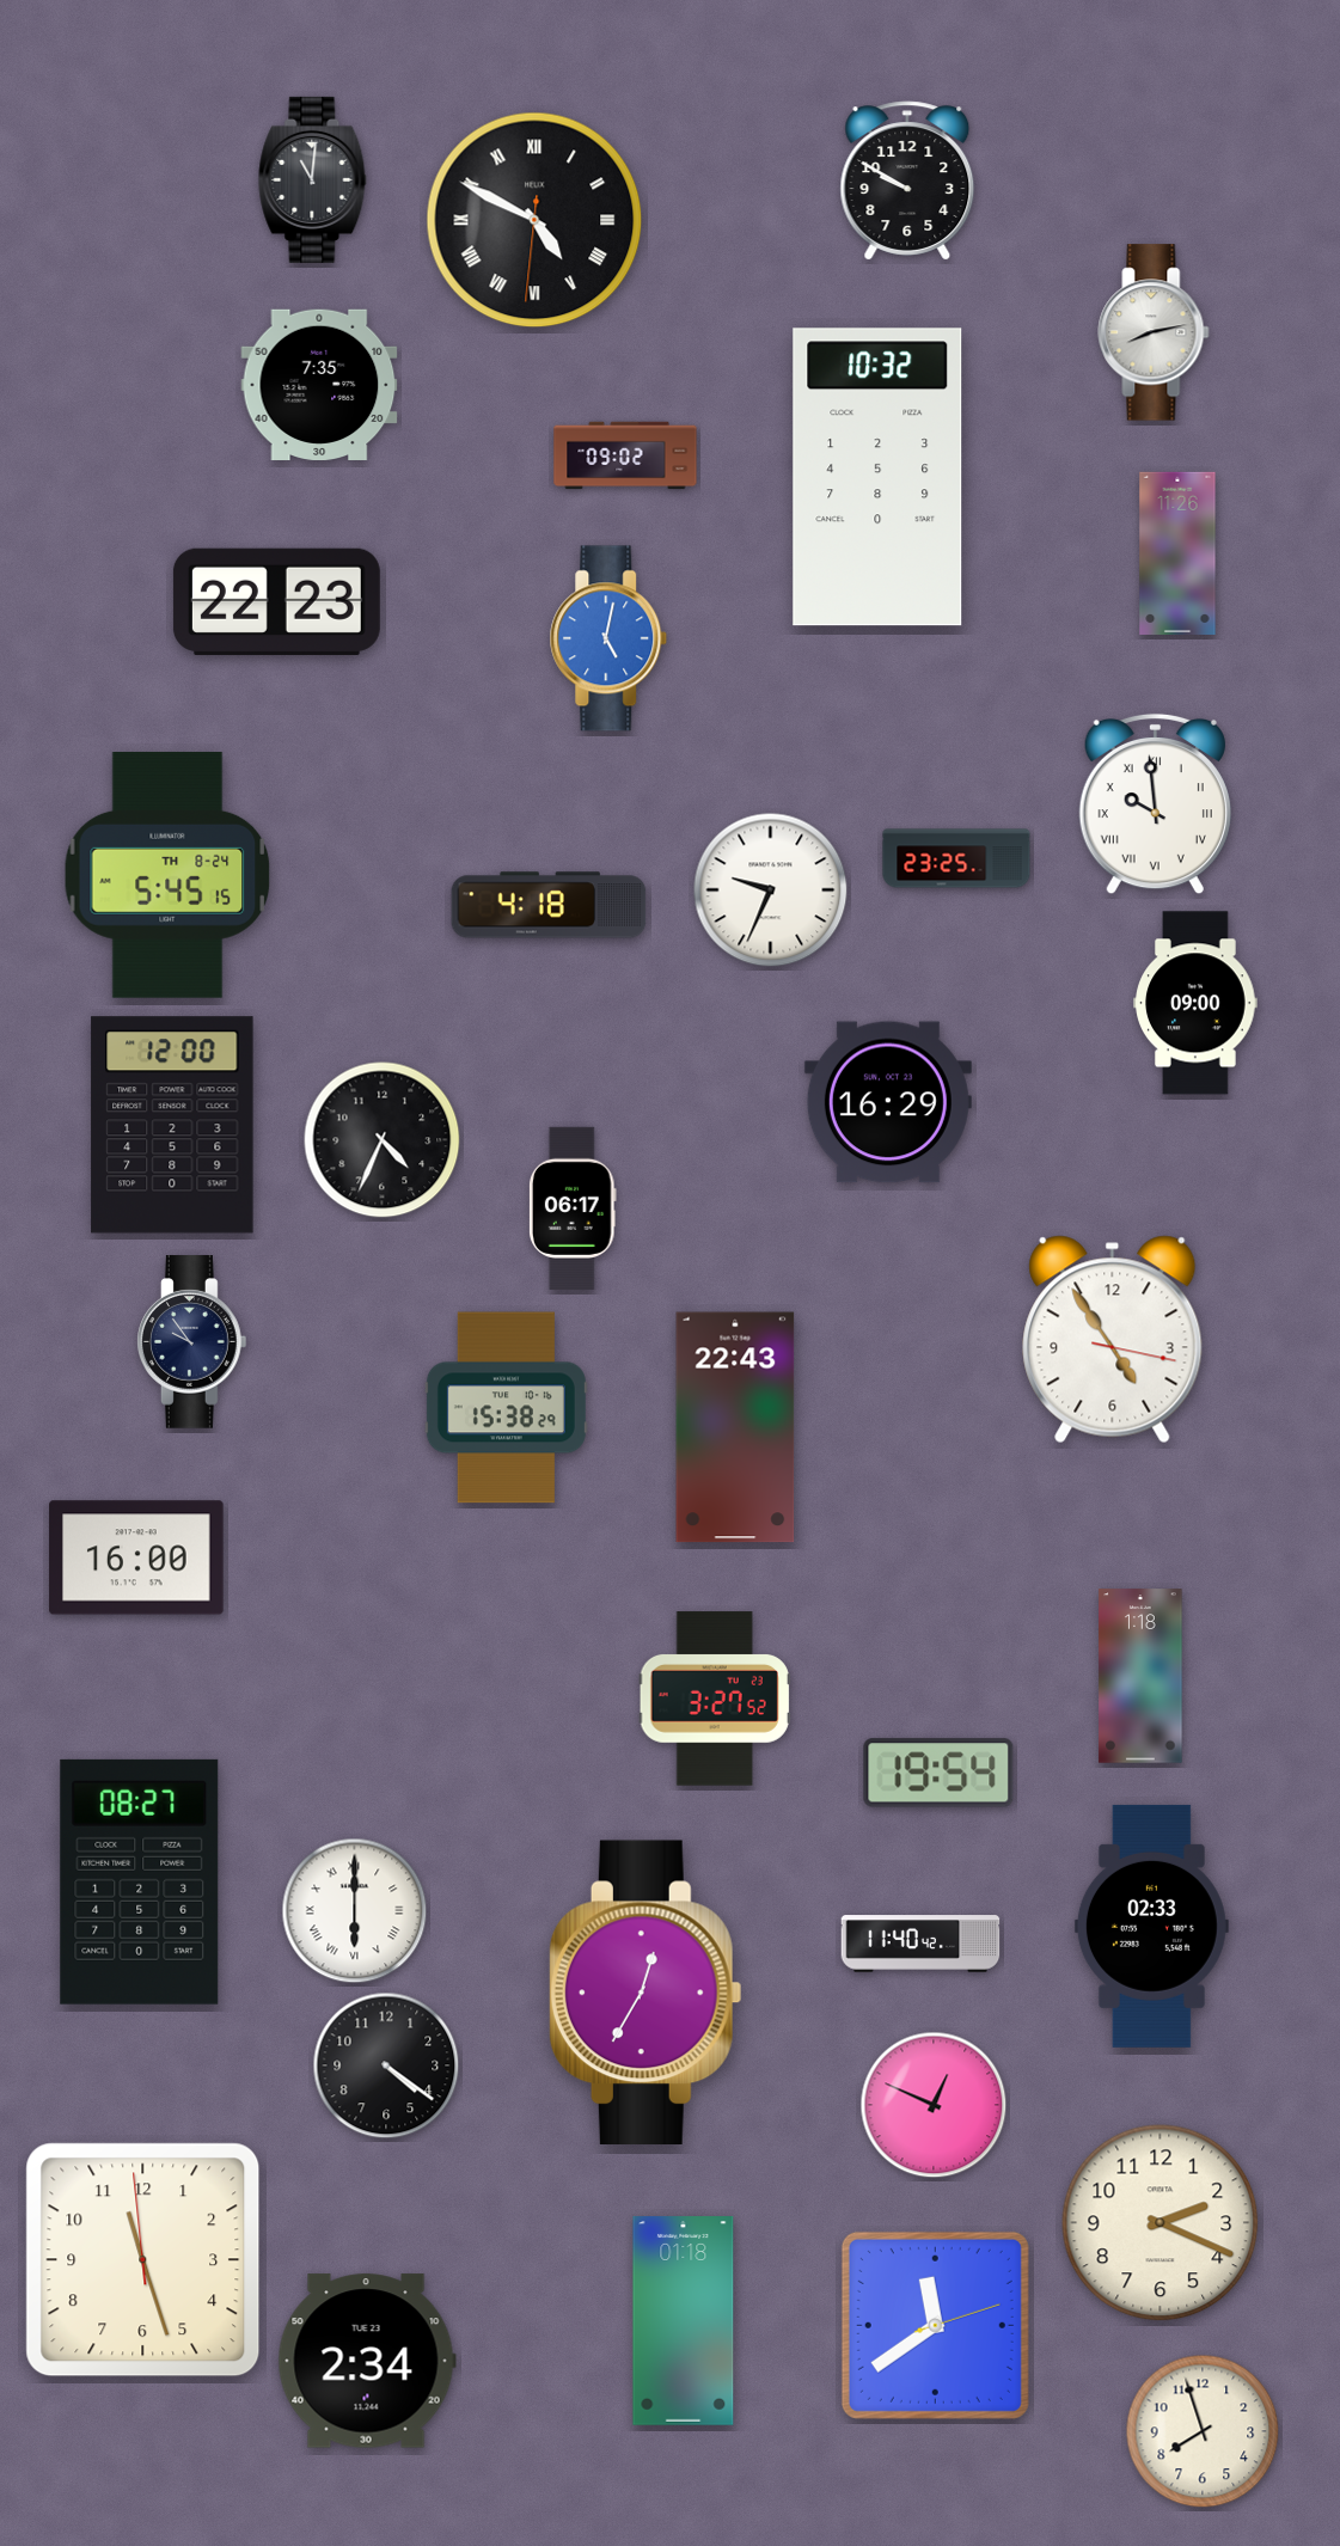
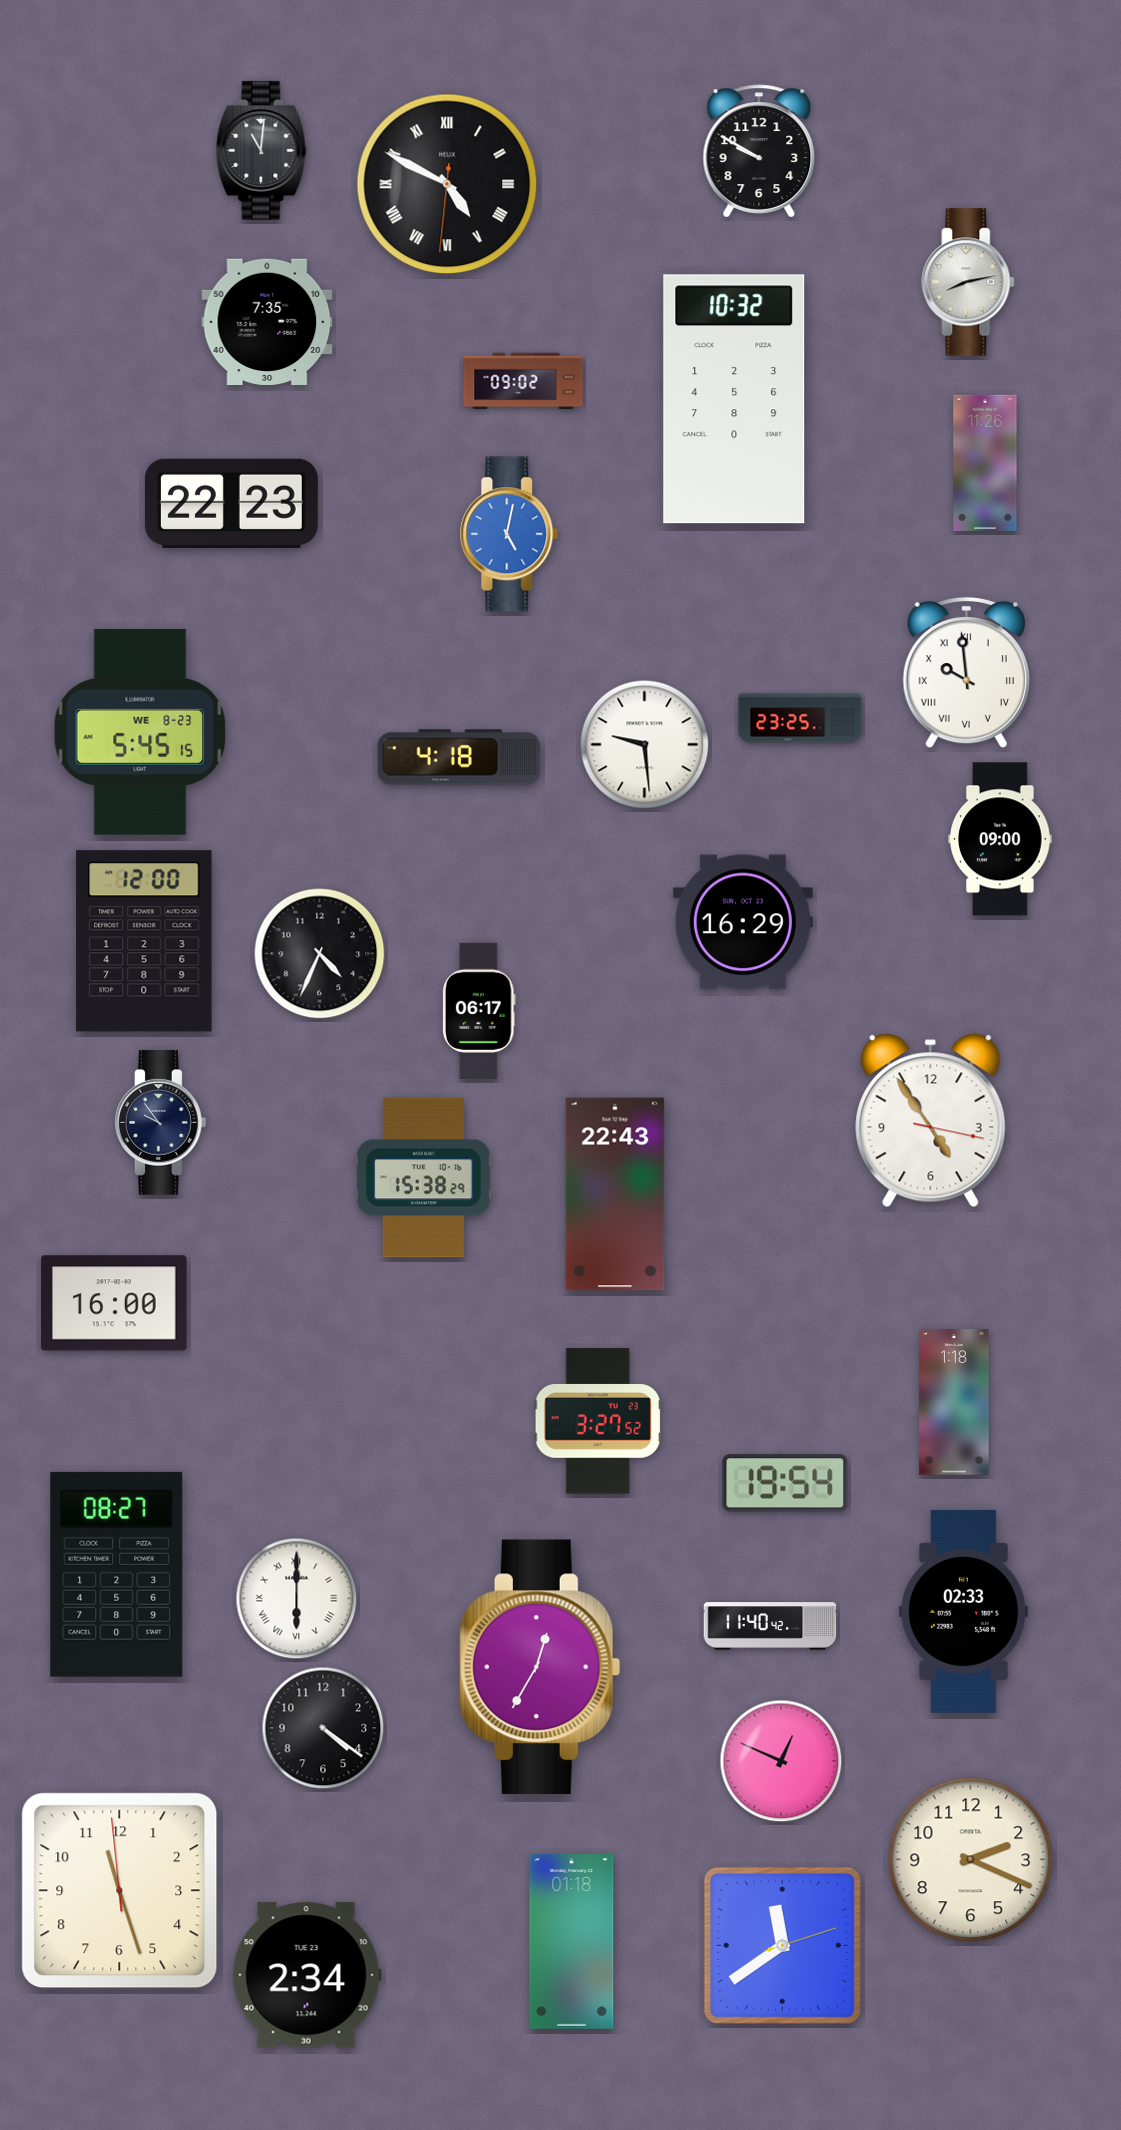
clock at (1154, 332) position: (1154, 332) -> (968, 282)
clock at (167, 875) date: TH 8-24 -> WE 8-23
clock at (771, 891): 9:34 -> 9:29
clock at (1203, 2431): 7:57 -> none
